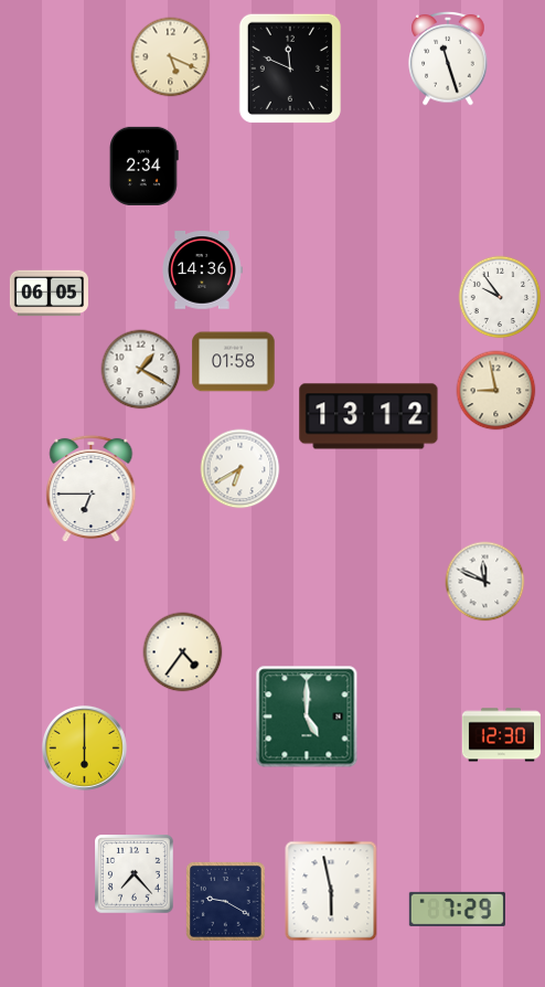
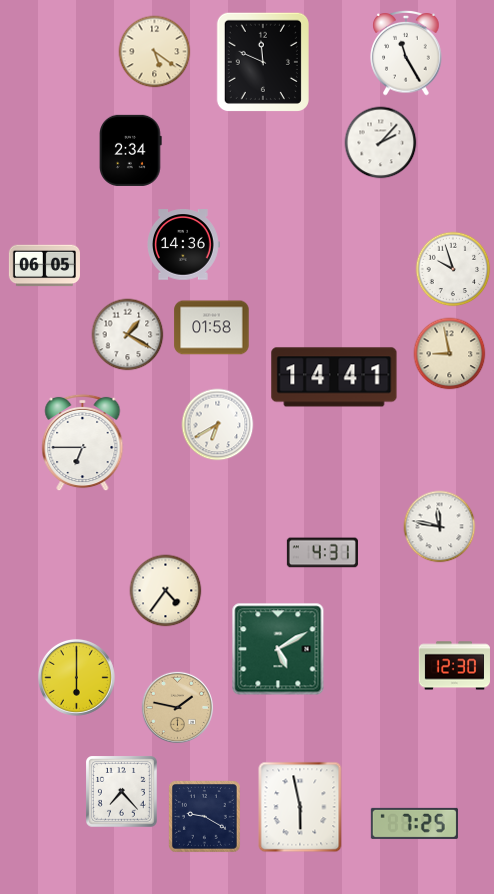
clock at (171, 57): 5:19 -> 5:21
clock at (448, 60): 11:27 -> 11:25
clock at (381, 143): none -> 2:07
clock at (500, 297): 9:54 -> 9:57
clock at (368, 416): 13:12 -> 14:41
clock at (485, 582): 11:49 -> 11:47
clock at (322, 553): none -> 4:31
clock at (307, 717): 5:00 -> 5:10
clock at (177, 707): none -> 1:47
clock at (457, 909): 7:29 -> 7:25
